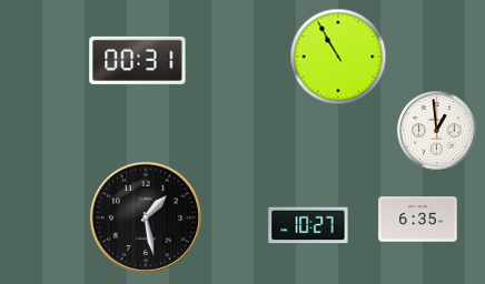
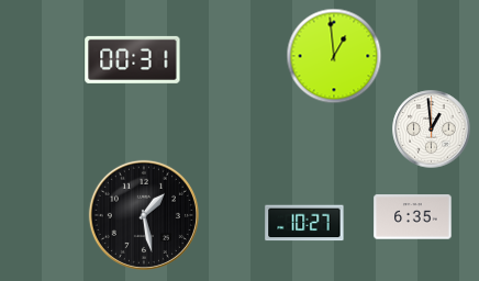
clock at (338, 57): 10:55 -> 12:59
clock at (138, 60) position: (138, 60) -> (133, 59)
